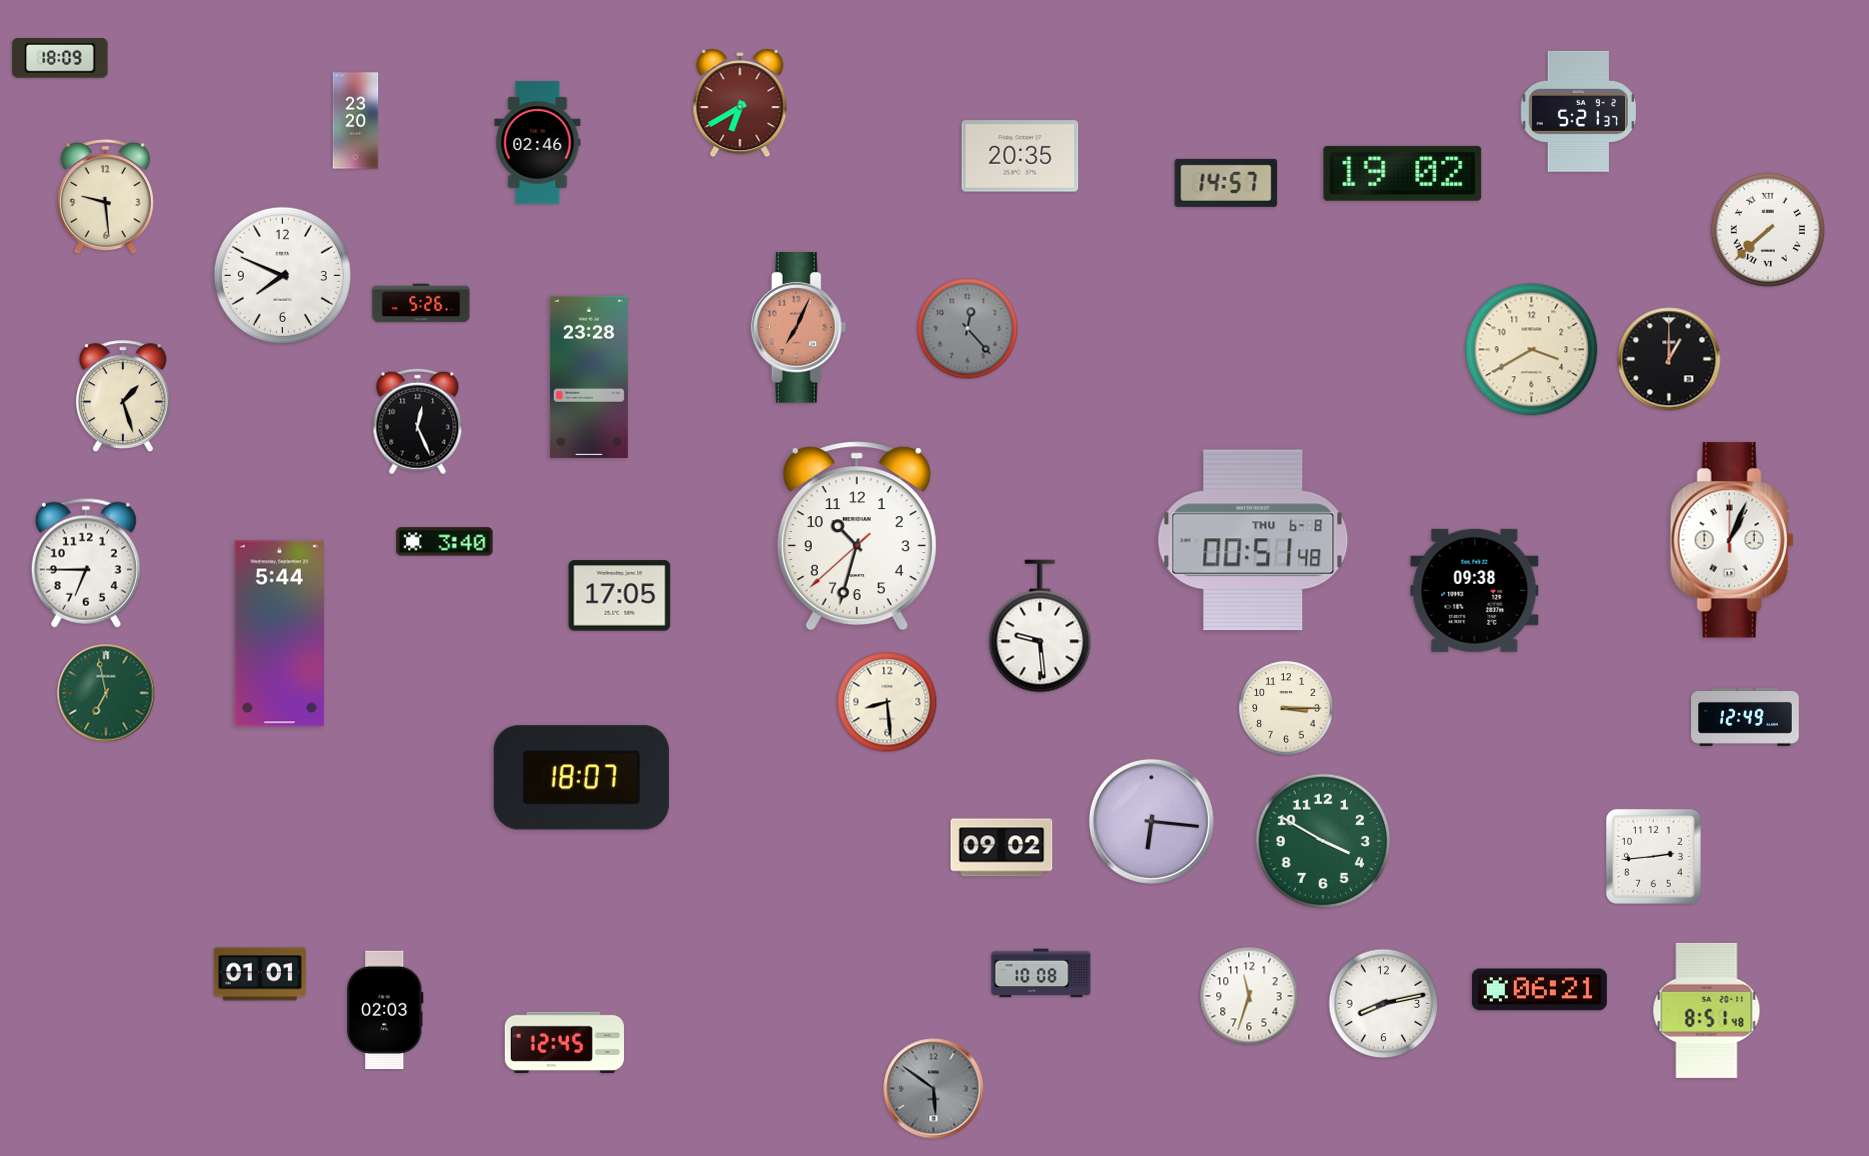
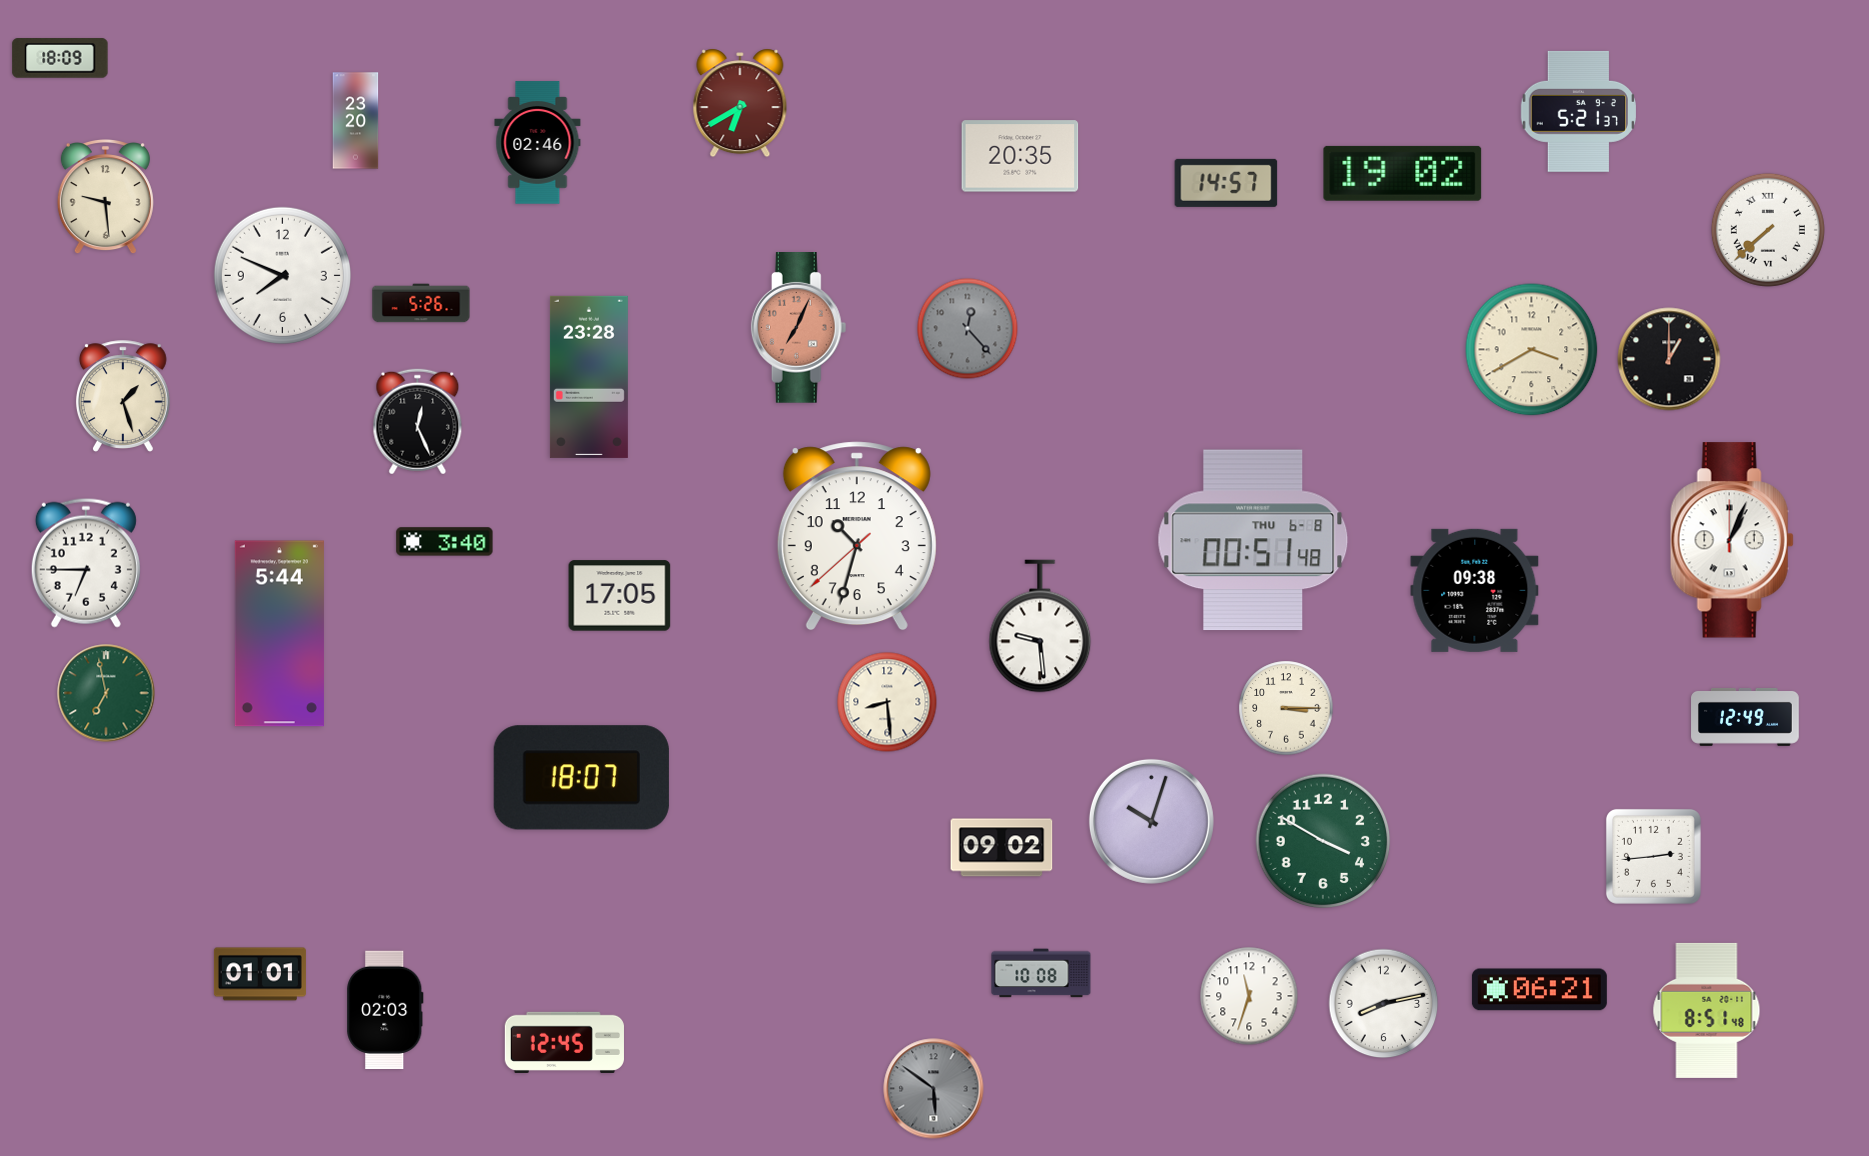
clock at (1151, 821): 6:16 -> 10:03
